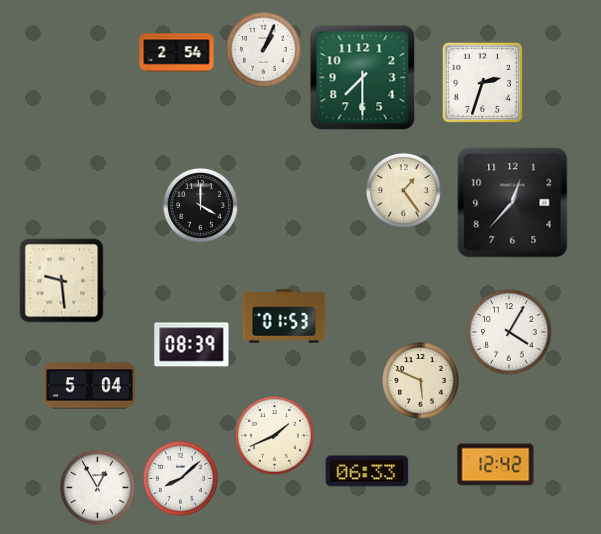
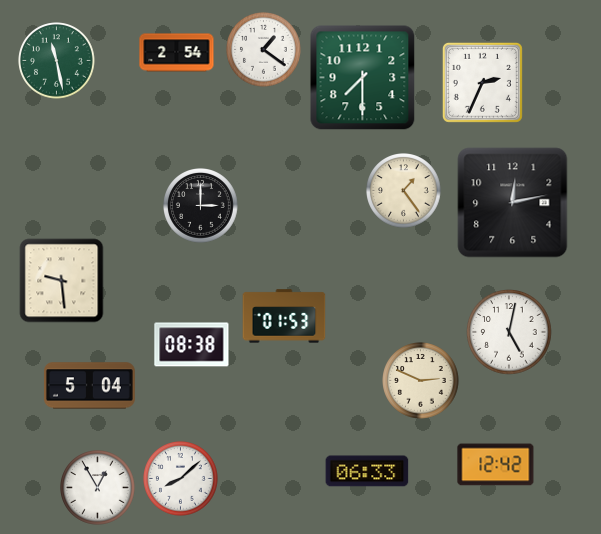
clock at (264, 50): 1:04 -> 1:21
clock at (57, 61): none -> 11:28
clock at (482, 82): 2:33 -> 2:34
clock at (513, 203): 12:37 -> 12:13
clock at (201, 206): 4:00 -> 3:00
clock at (509, 332): 4:05 -> 5:02
clock at (192, 345): 08:39 -> 08:38
clock at (421, 381): 5:49 -> 2:49
clock at (275, 436): 1:41 -> none
